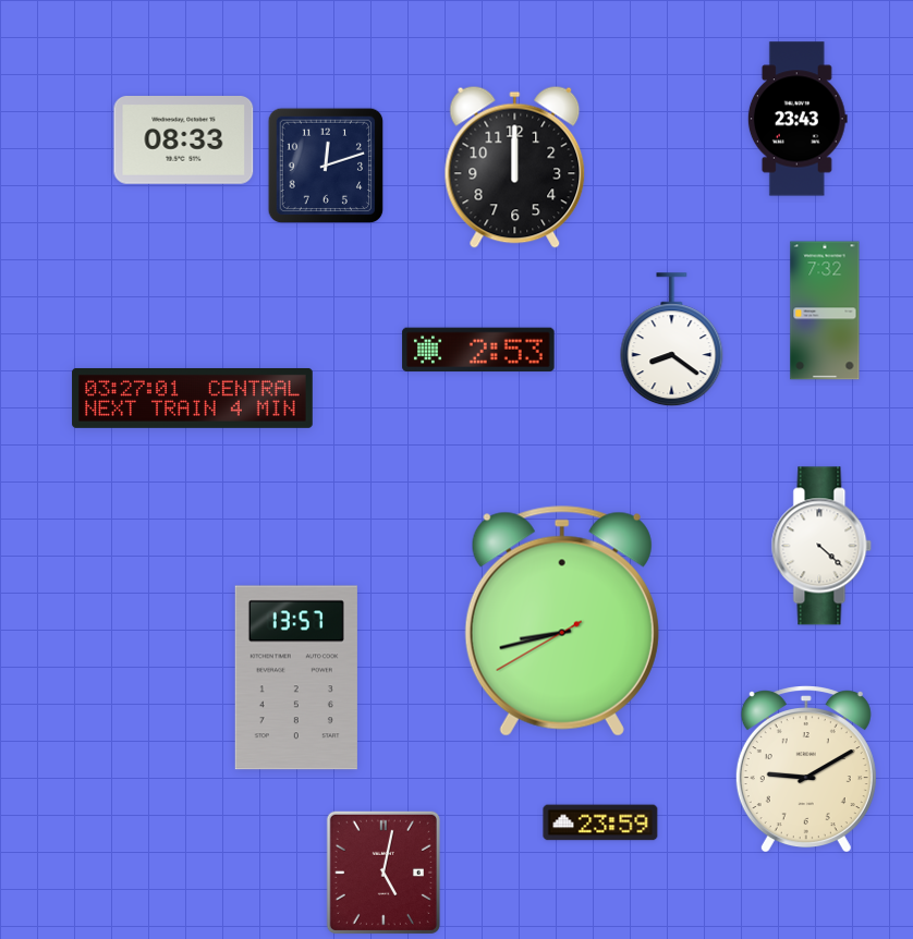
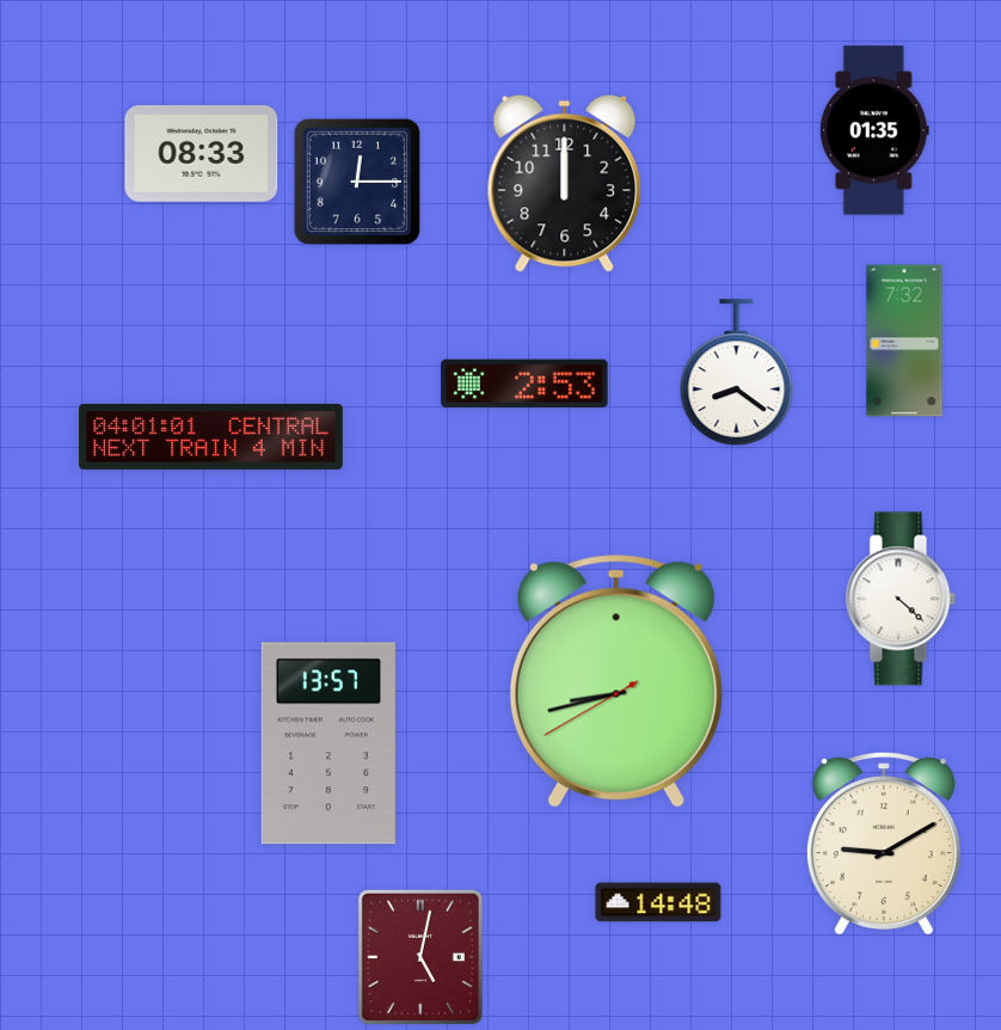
clock at (798, 119): 23:43 -> 01:35
clock at (326, 166): 12:12 -> 12:15
clock at (193, 398): 03:27 -> 04:01
clock at (296, 678) position: (296, 678) -> (328, 743)
clock at (600, 822): 23:59 -> 14:48
